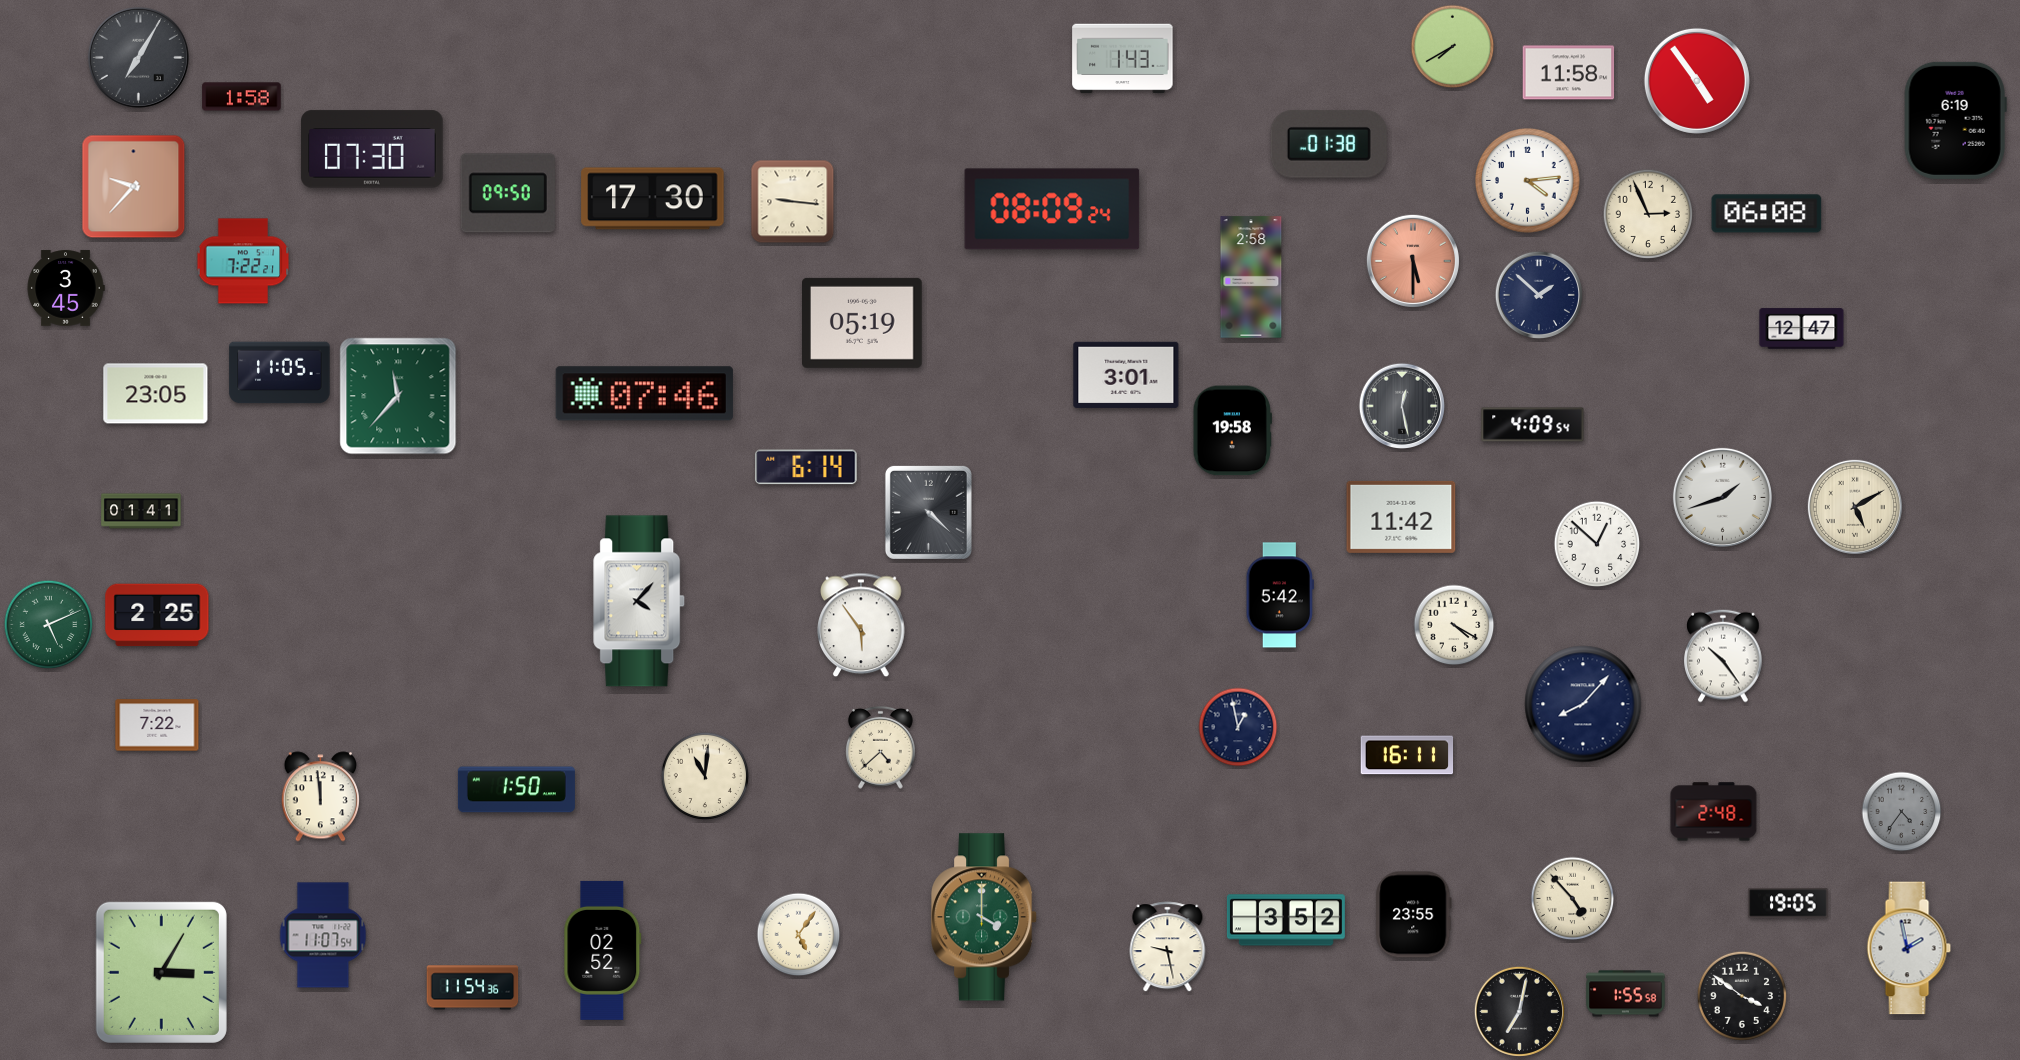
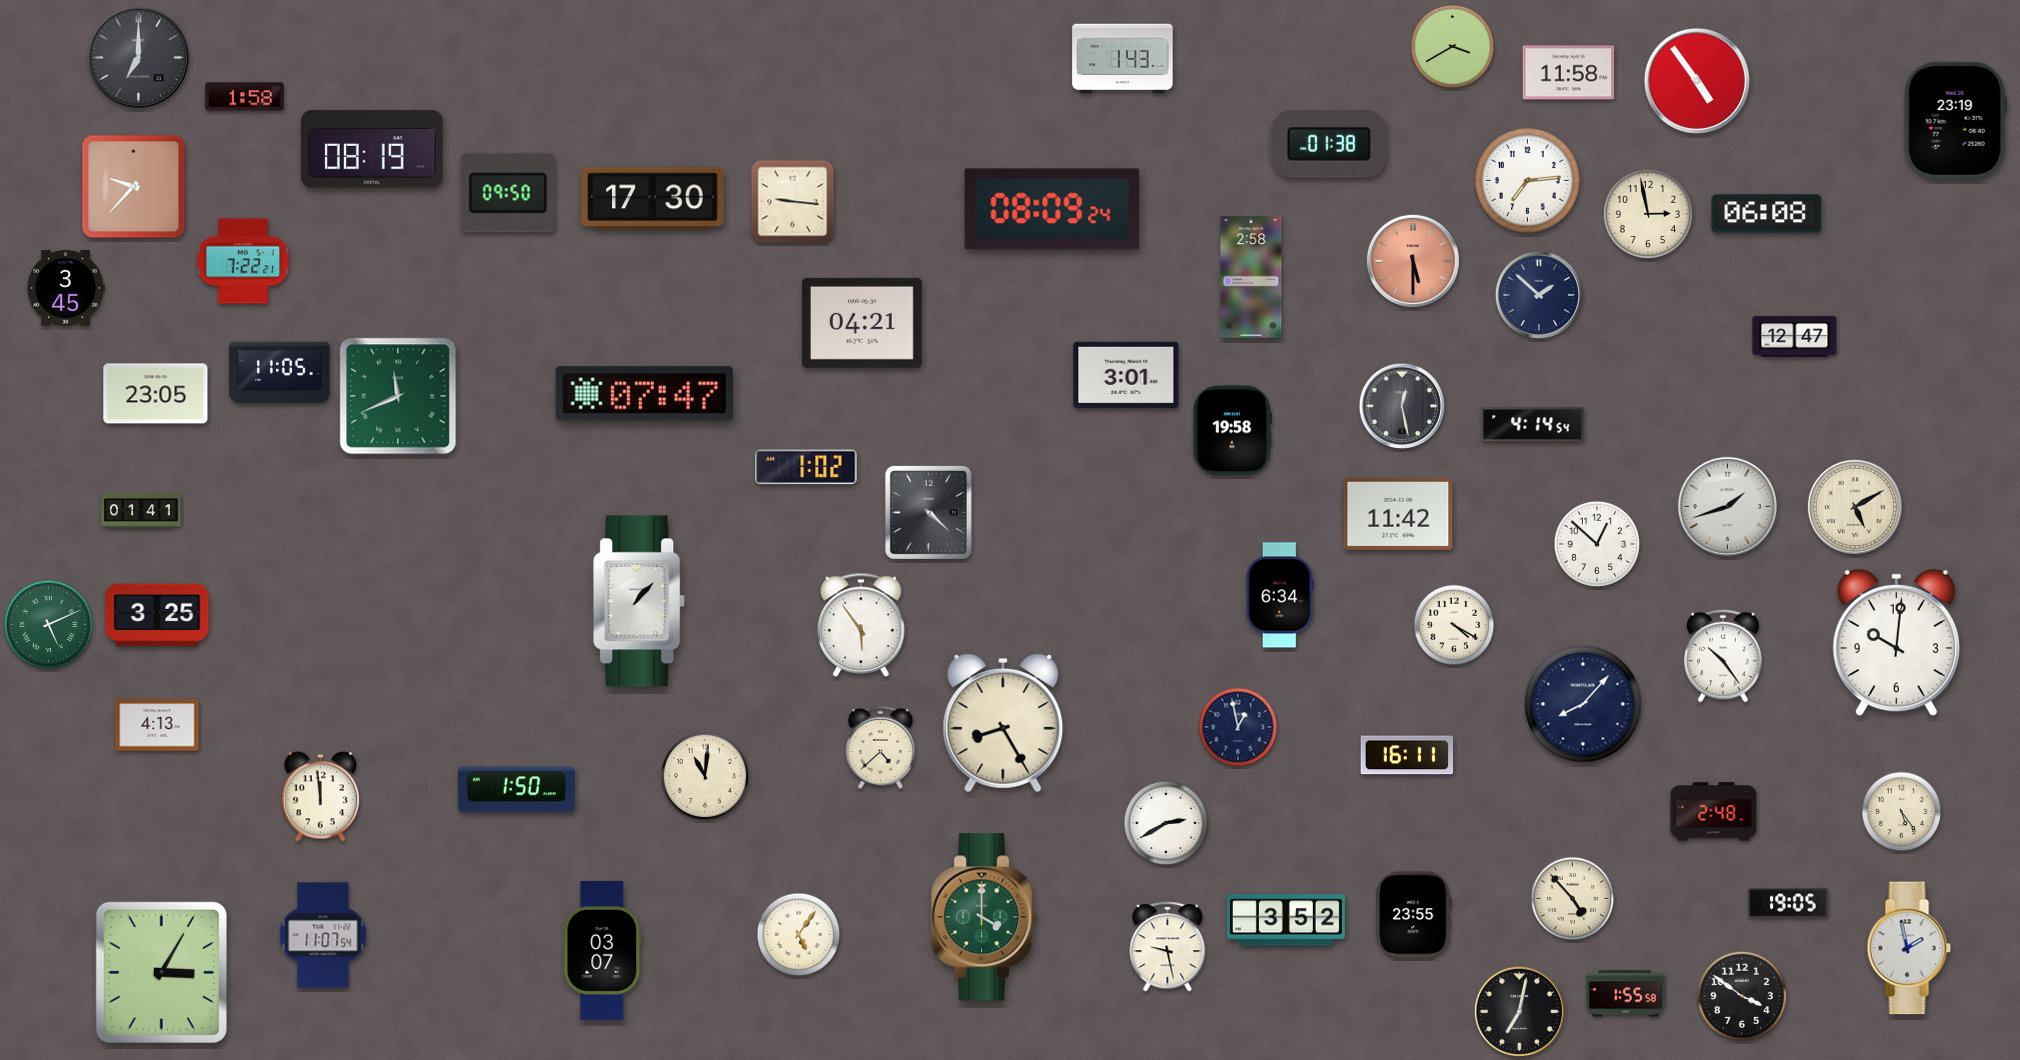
clock at (1453, 47): 7:40 -> 3:40
clock at (138, 57): 7:05 -> 7:00
clock at (242, 97) position: (242, 97) -> (245, 97)
clock at (1955, 120): 6:19 -> 23:19
clock at (372, 149): 07:30 -> 08:19
clock at (1528, 181): 4:14 -> 7:14
clock at (1647, 213): 2:56 -> 2:58
clock at (863, 323): 05:19 -> 04:21
clock at (1802, 329) position: (1802, 329) -> (1795, 337)
clock at (644, 394): 07:46 -> 07:47
clock at (398, 396): 11:37 -> 11:41
clock at (1533, 425): 4:09 -> 4:14
clock at (806, 467): 6:14 -> 1:02
clock at (1722, 497) position: (1722, 497) -> (1727, 506)
clock at (1401, 517) position: (1401, 517) -> (1398, 514)
clock at (1280, 595): 5:42 -> 6:34
clock at (640, 601): 4:07 -> 1:07
clock at (157, 615): 2:25 -> 3:25
clock at (1896, 643): none -> 10:01
clock at (1003, 723): none -> 8:25
clock at (157, 725): 7:22 -> 4:13
clock at (1902, 812): 4:36 -> 5:24
clock at (1902, 812) dial: grey -> cream
clock at (1166, 823): none -> 2:40
clock at (603, 950): 02:52 -> 03:07
clock at (473, 988): 11:54 -> none
